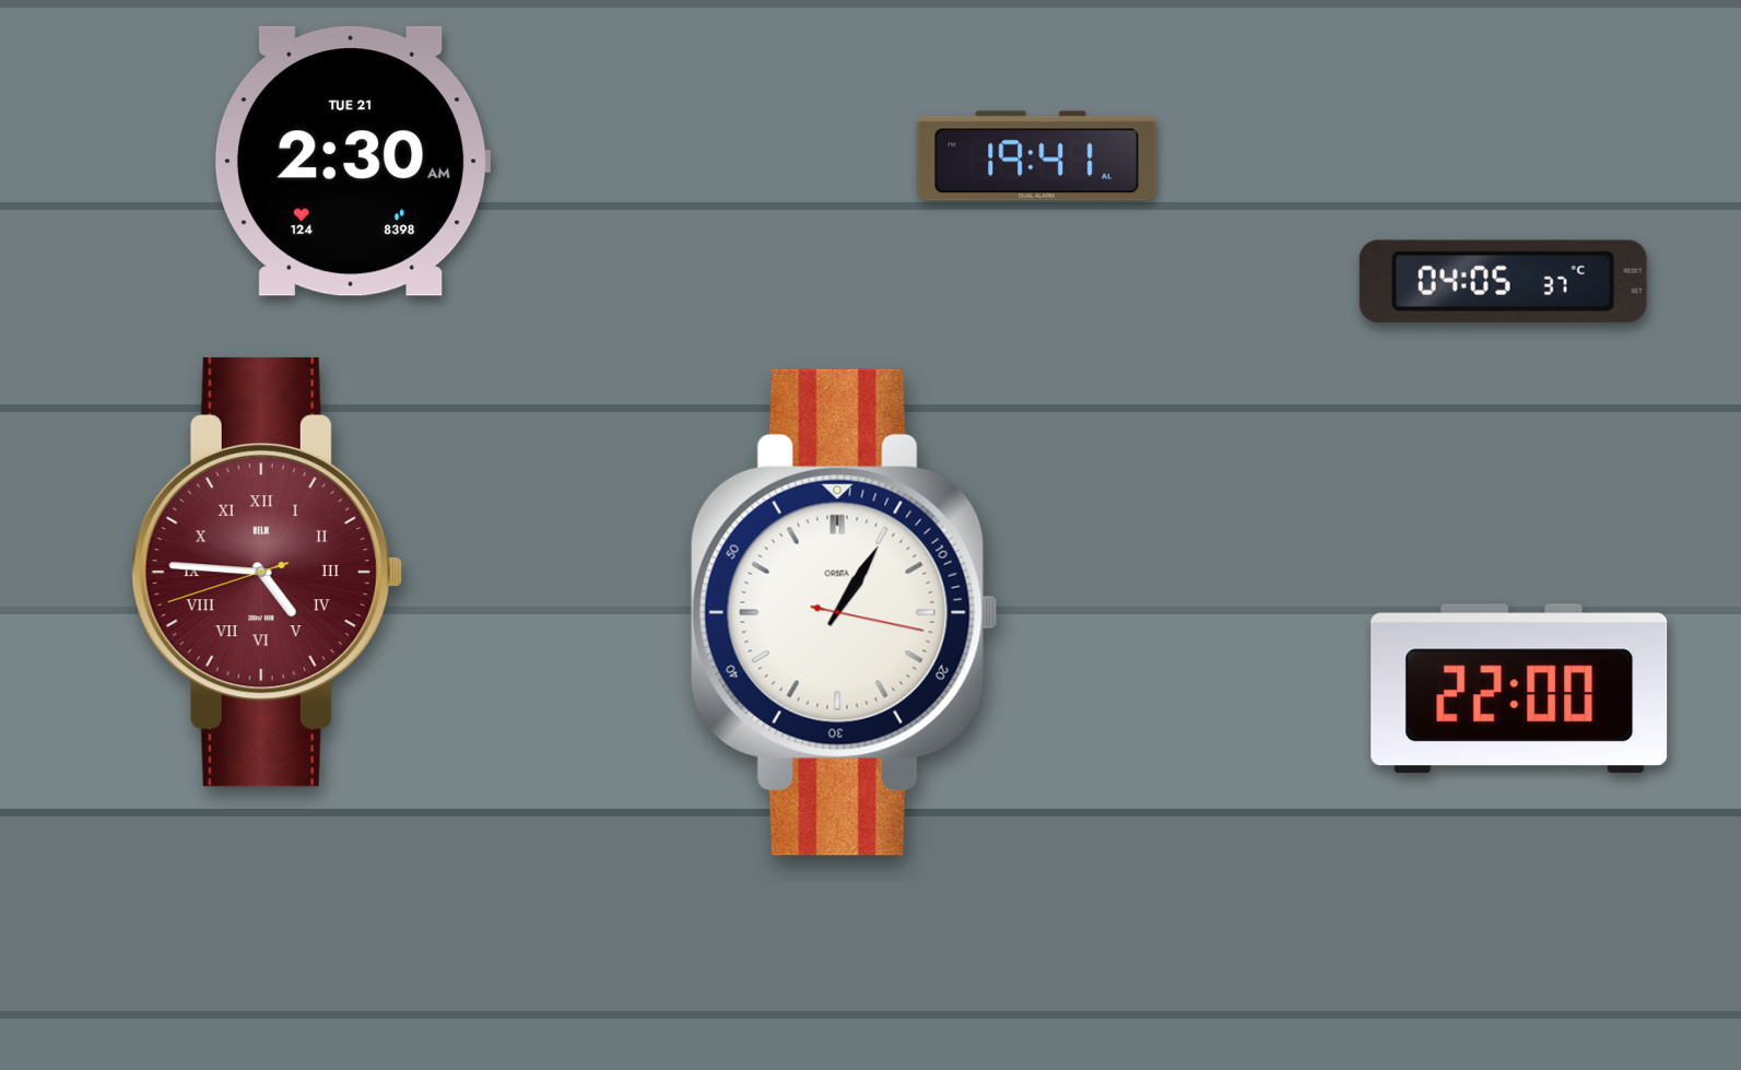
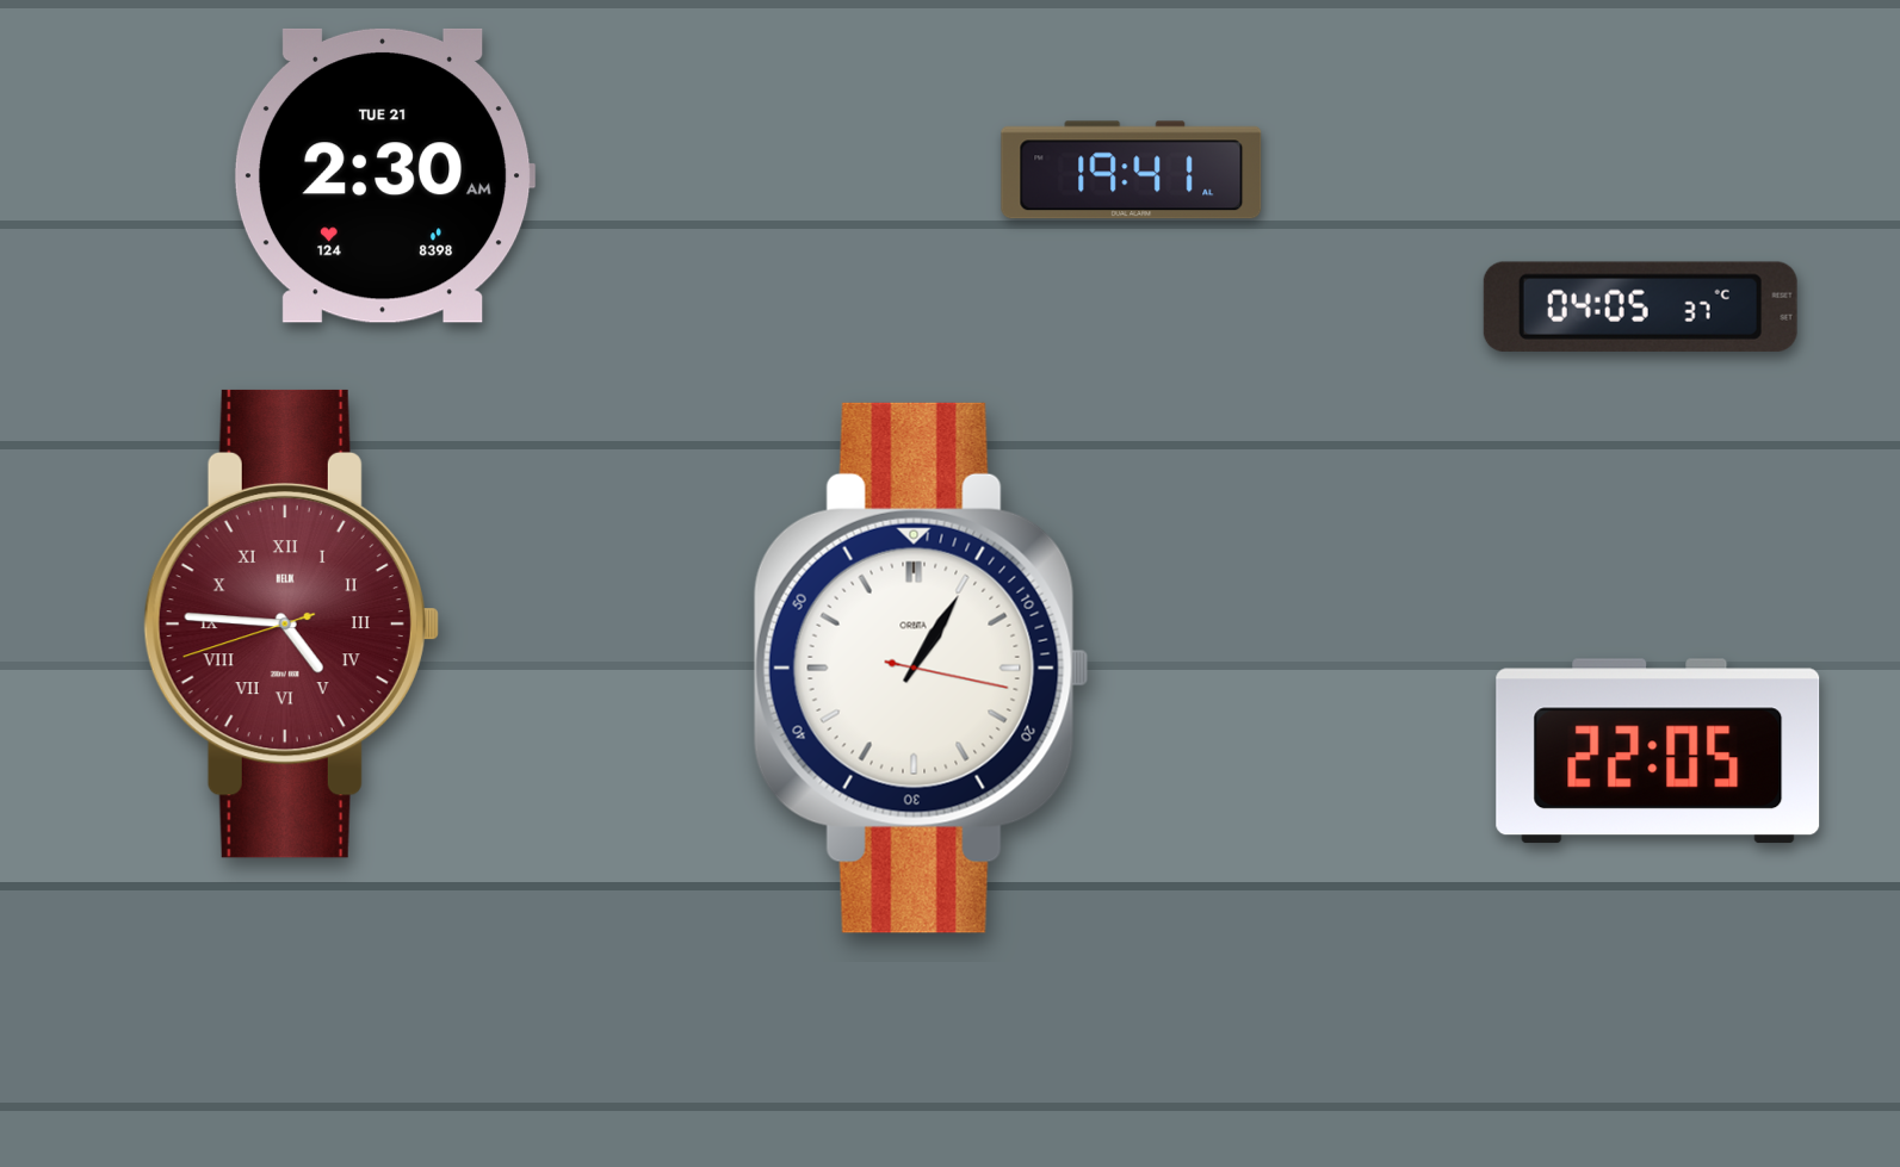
clock at (1519, 689): 22:00 -> 22:05
